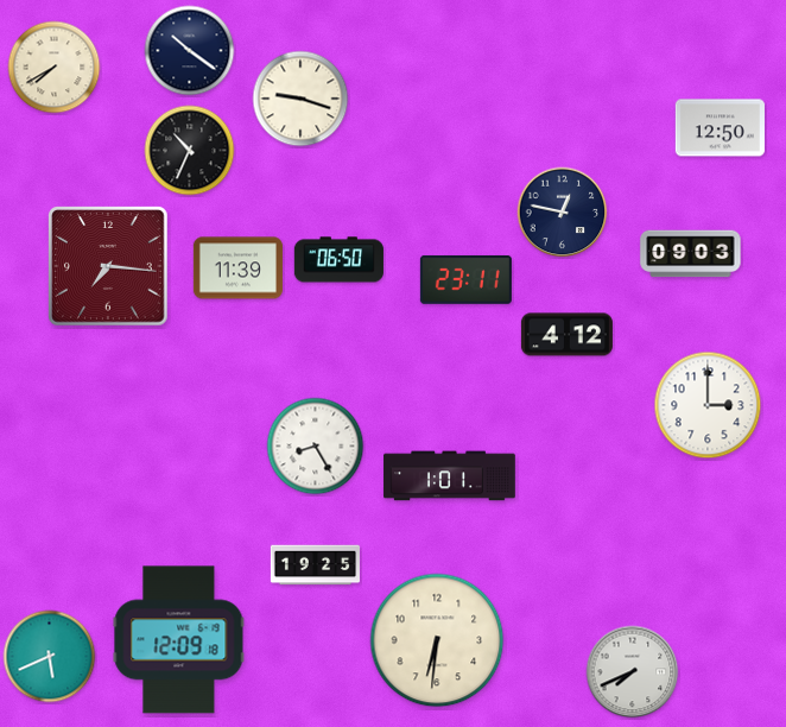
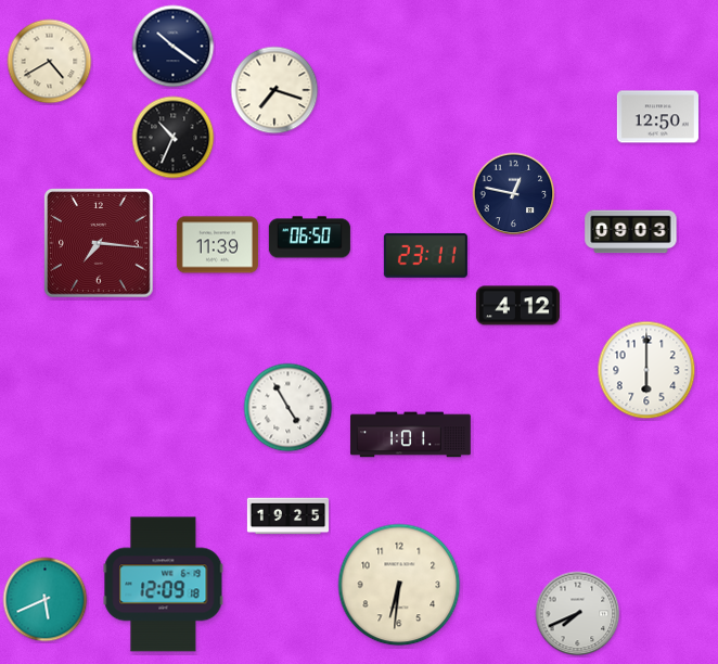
clock at (55, 68): 7:40 -> 4:40
clock at (300, 99): 9:18 -> 7:18
clock at (708, 405): 3:00 -> 6:00
clock at (316, 447): 8:25 -> 4:55
